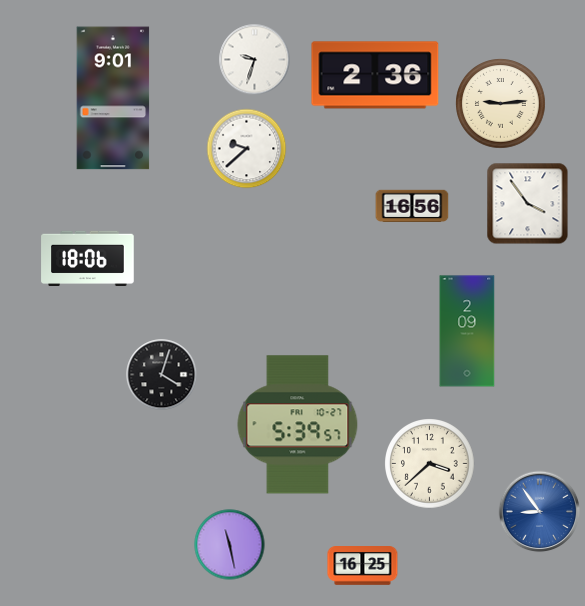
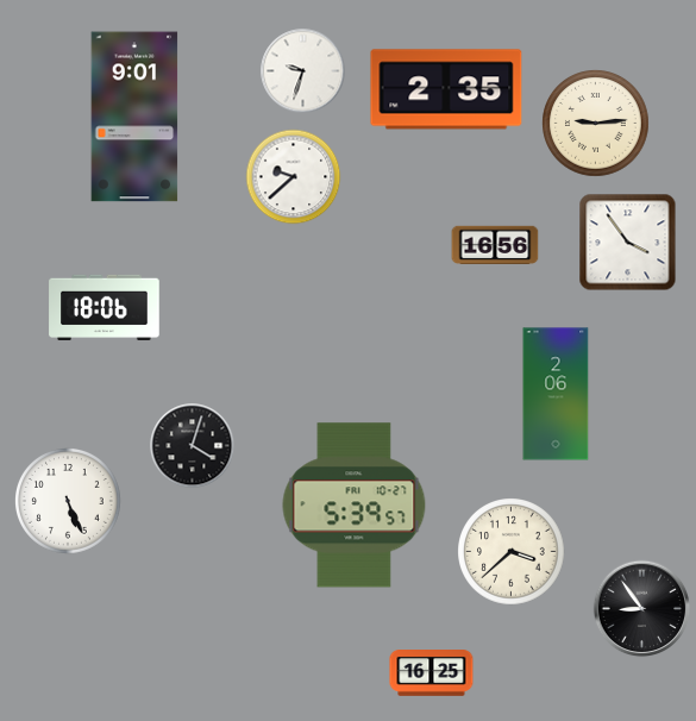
clock at (375, 75): 2:36 -> 2:35
clock at (412, 205) position: (412, 205) -> (495, 244)
clock at (467, 331): 2:09 -> 2:06
clock at (69, 502): none -> 5:26
clock at (540, 512) dial: blue -> black
clock at (230, 545): 11:28 -> none
